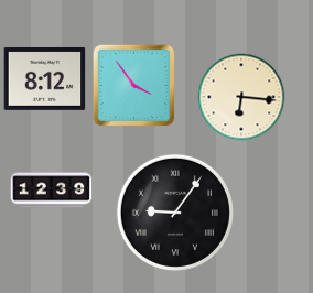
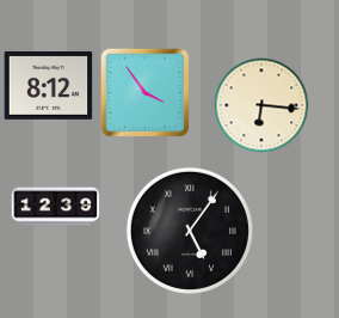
clock at (175, 213): 9:06 -> 5:06
